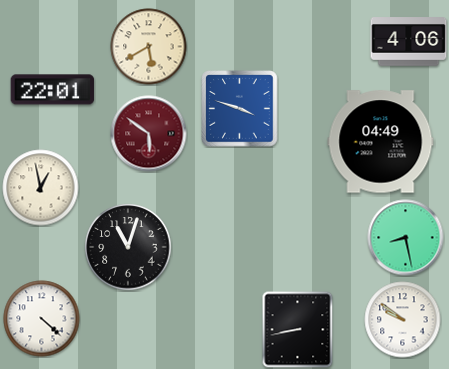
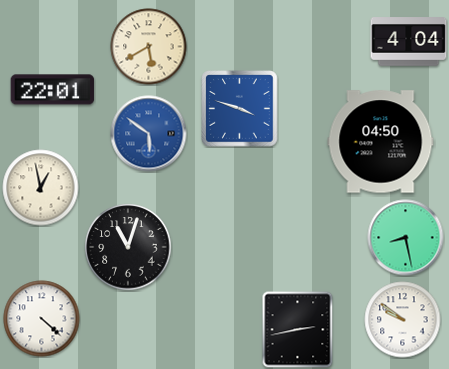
clock at (409, 42): 4:06 -> 4:04
clock at (149, 134) dial: burgundy -> blue
clock at (381, 142): 04:49 -> 04:50
clock at (298, 329): 8:43 -> 2:43
